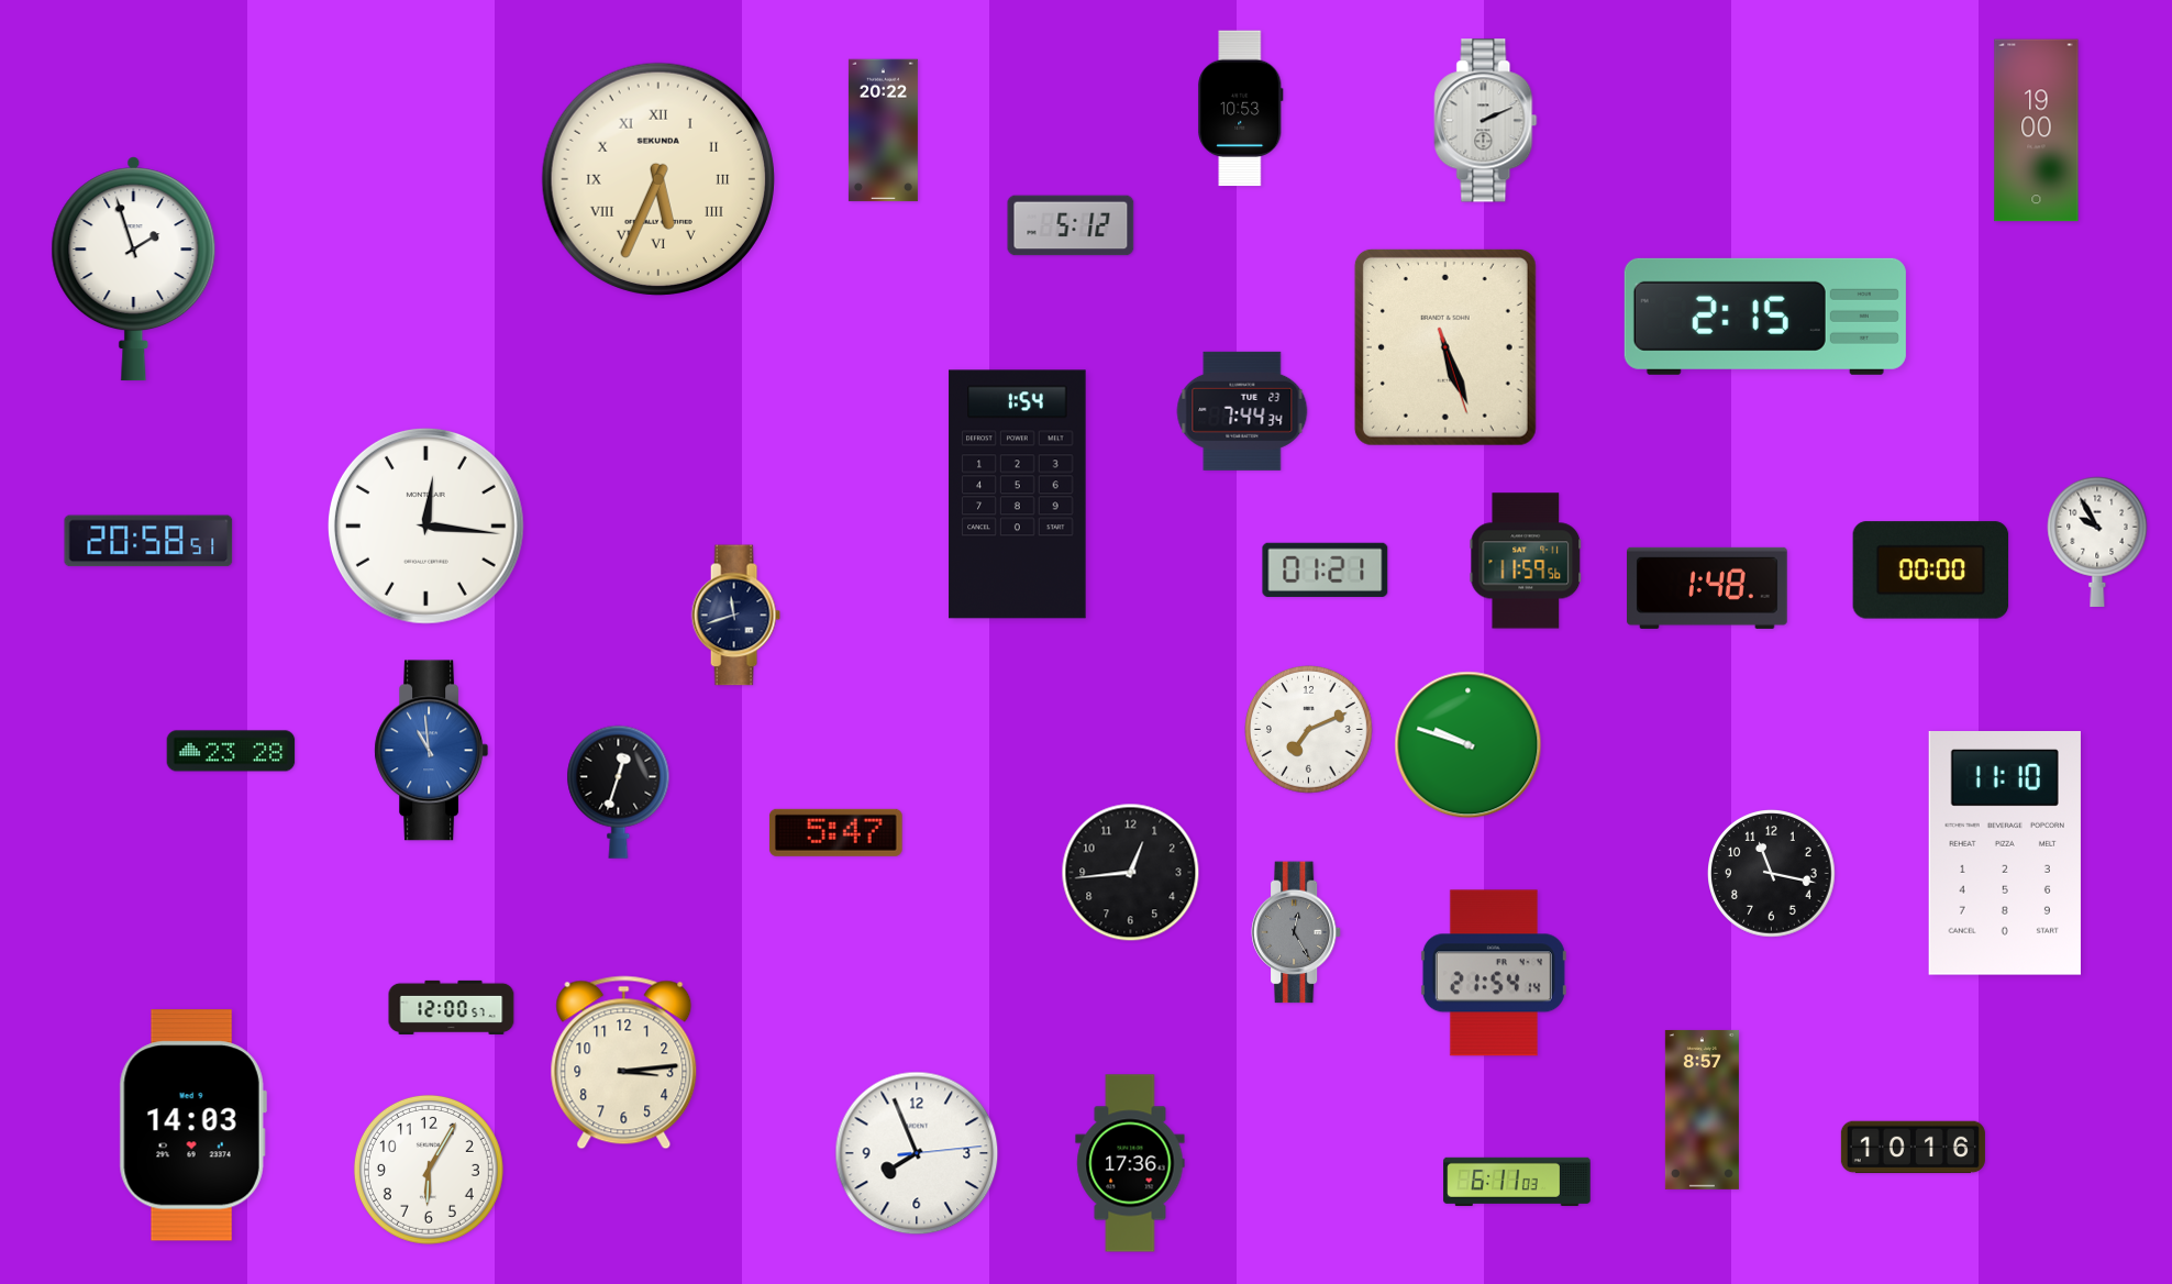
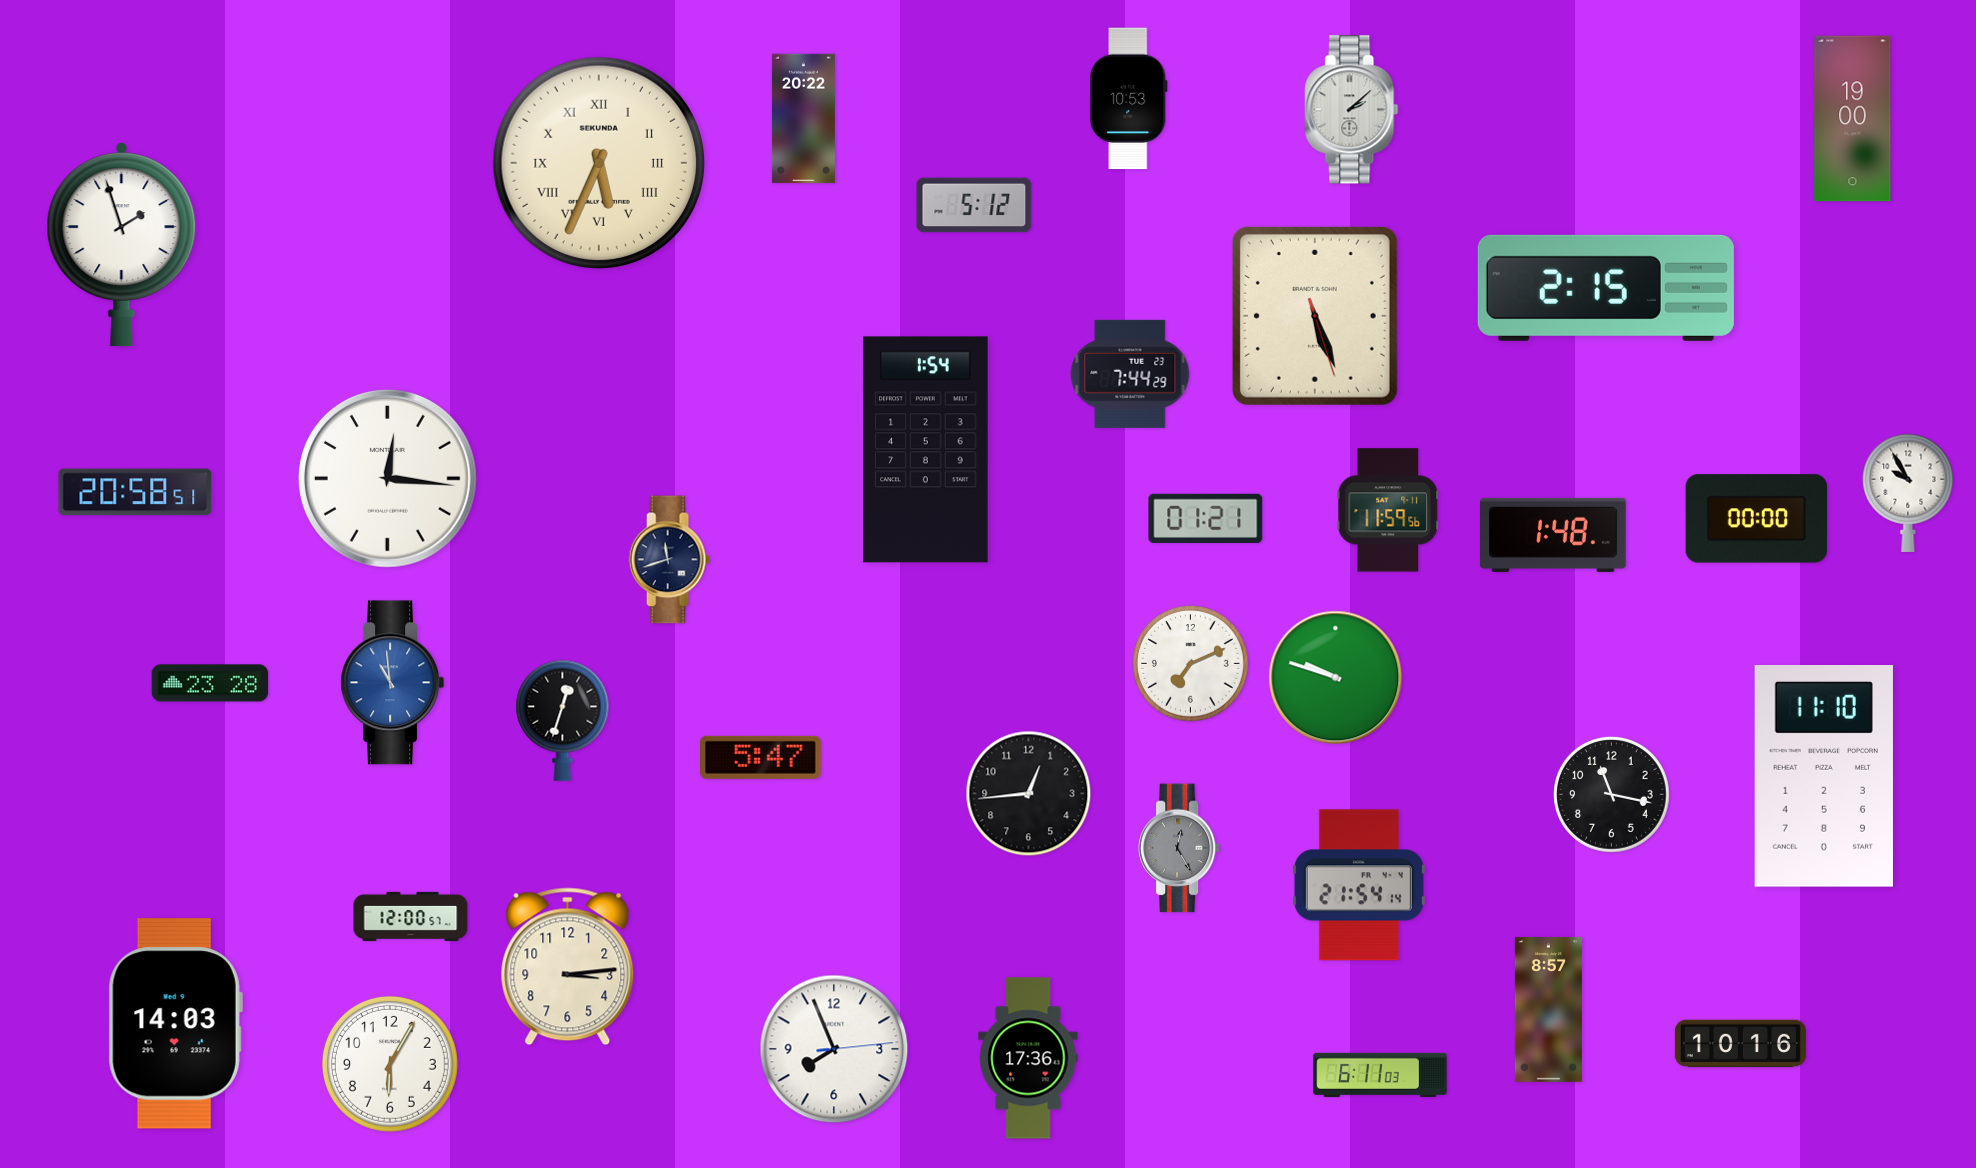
clock at (1486, 121): 2:11 -> 2:08
clock at (1242, 411): 7:44:34 -> 7:44:29
